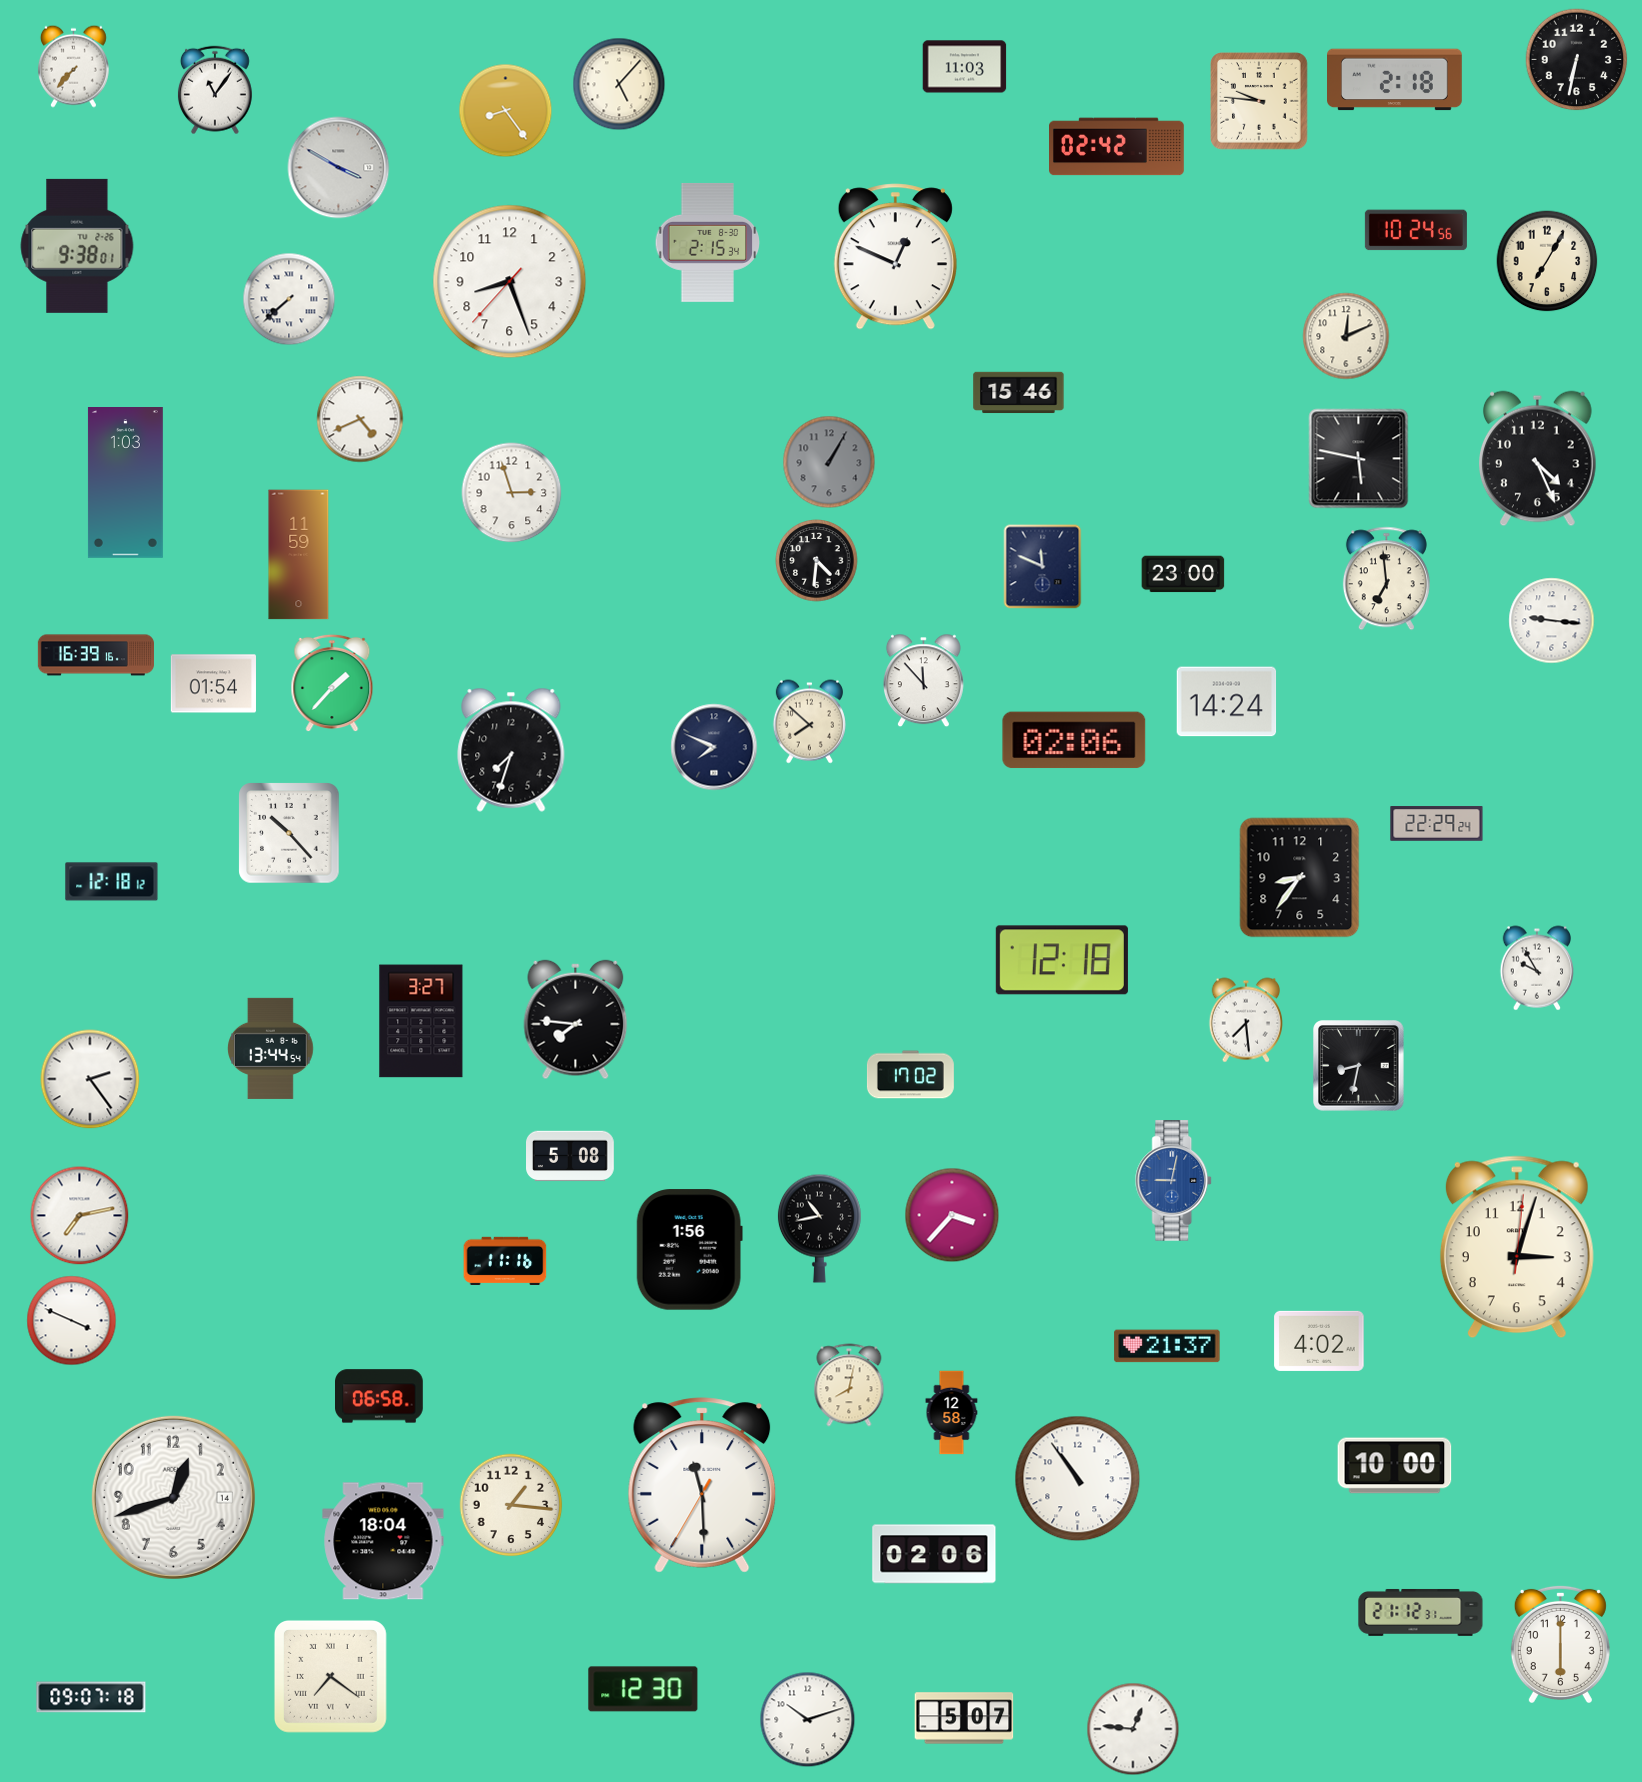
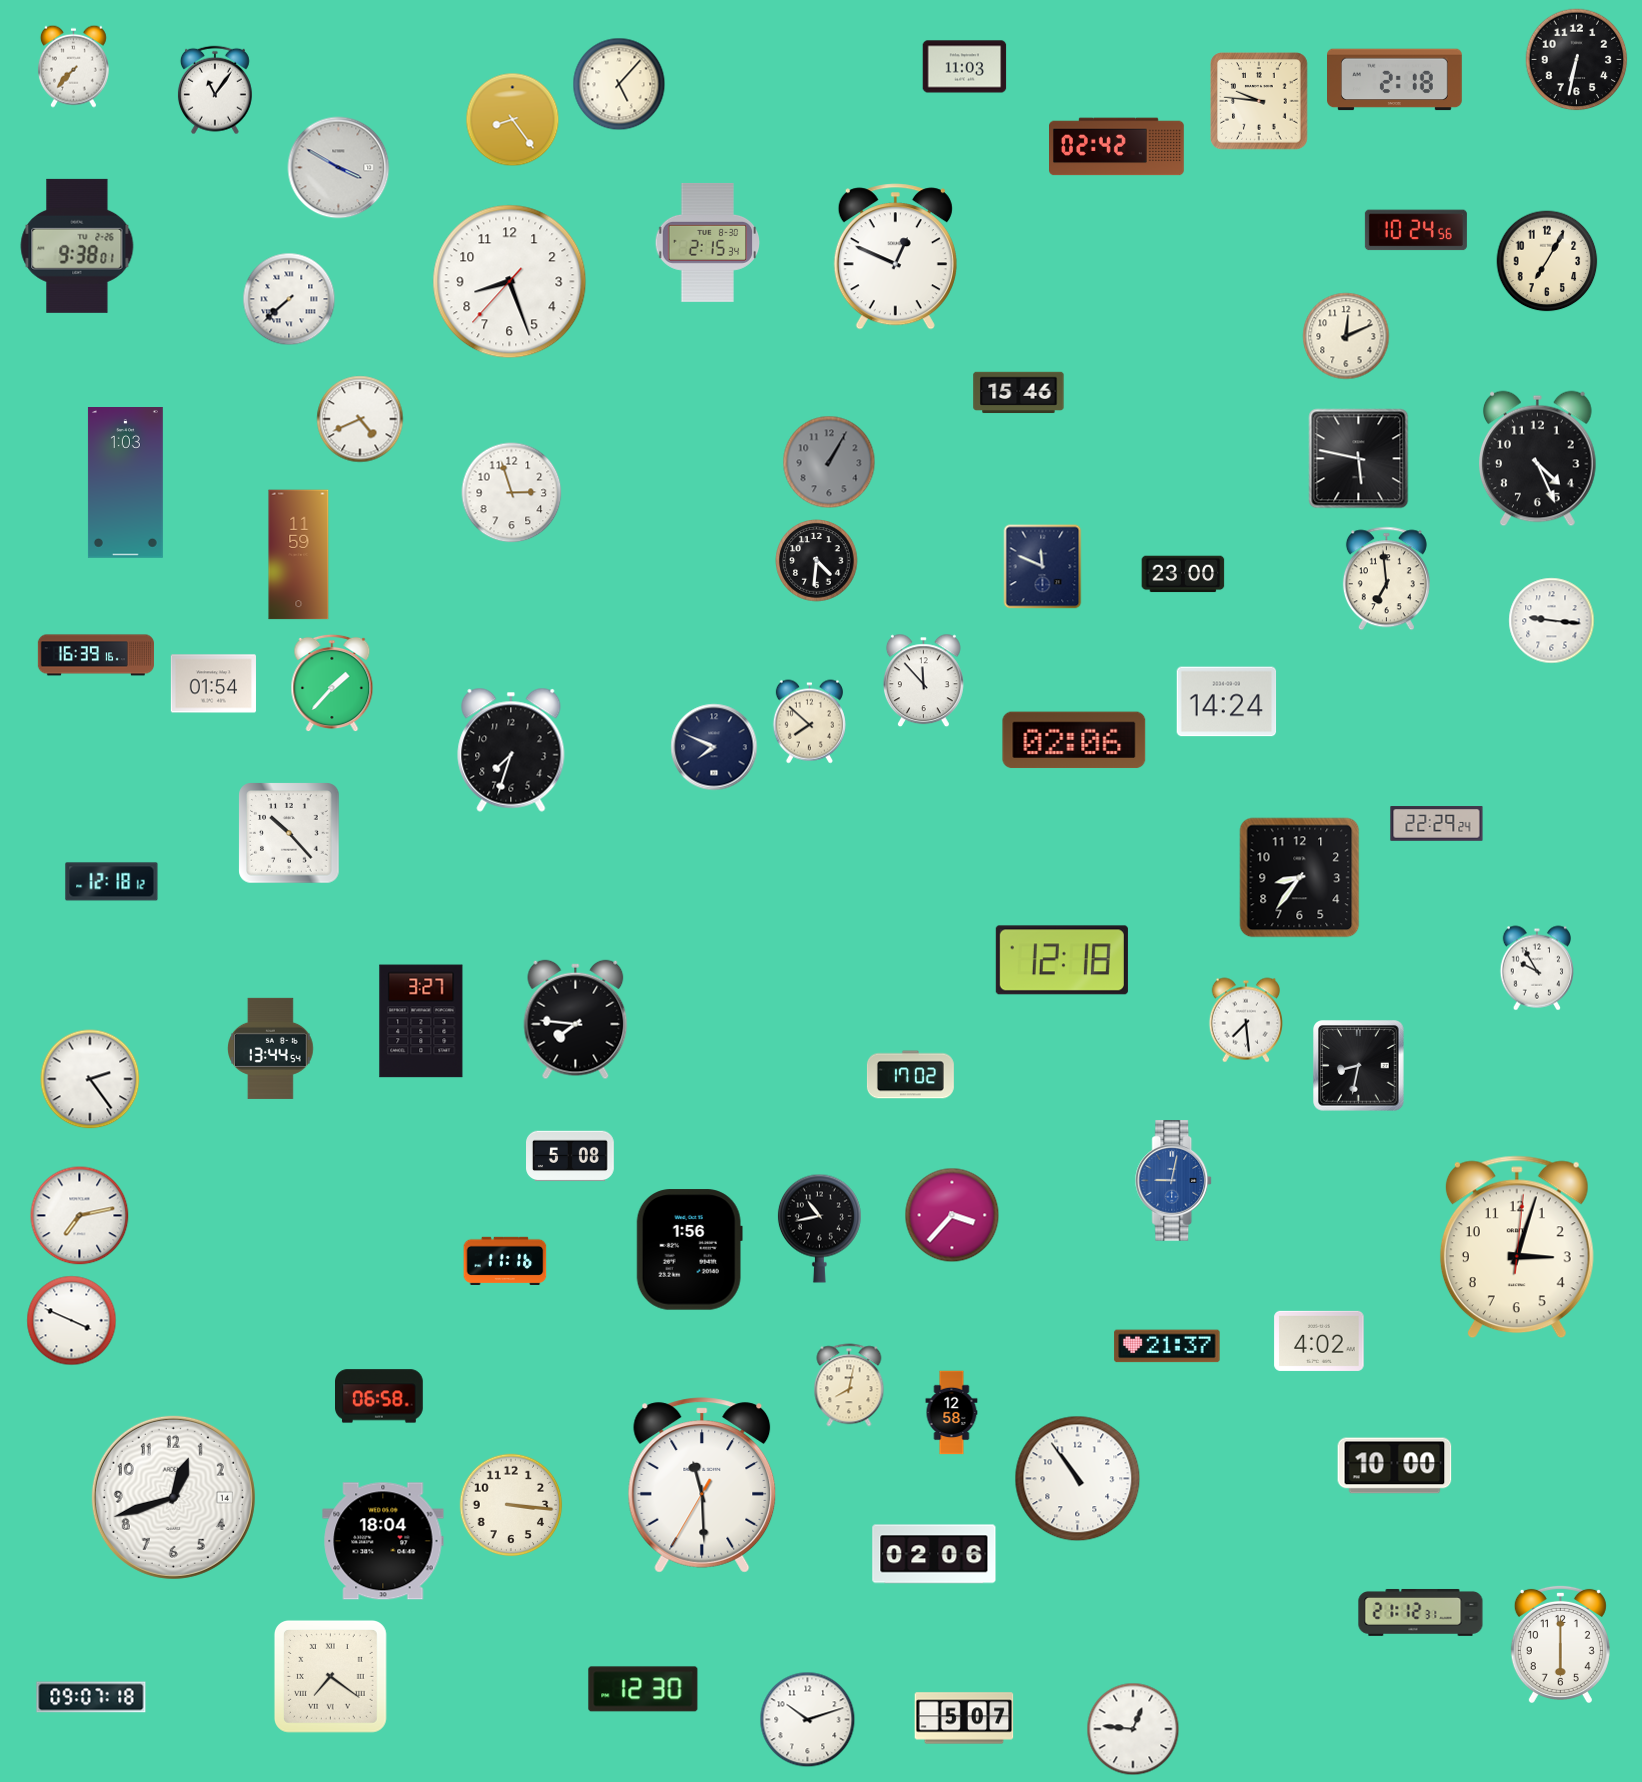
clock at (506, 111) position: (506, 111) -> (513, 120)
clock at (511, 1505): 1:16 -> 3:16
